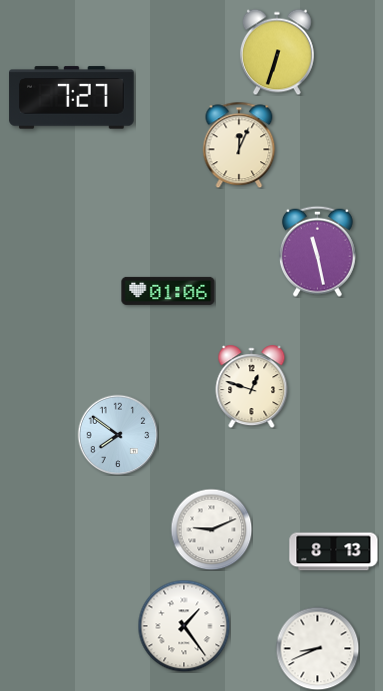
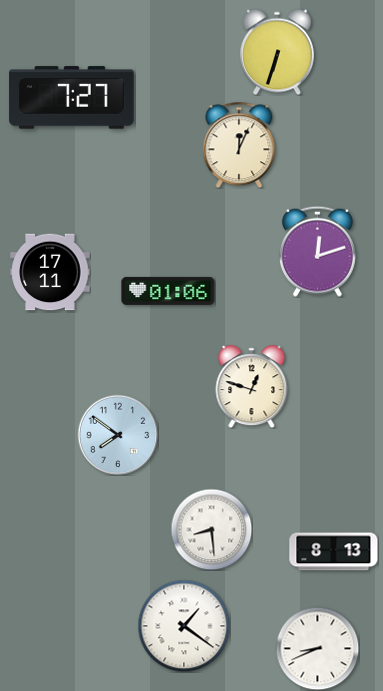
clock at (317, 251): 11:28 -> 12:12
clock at (50, 272): none -> 17:11
clock at (211, 529): 9:11 -> 8:29
clock at (184, 626): 1:24 -> 1:21
